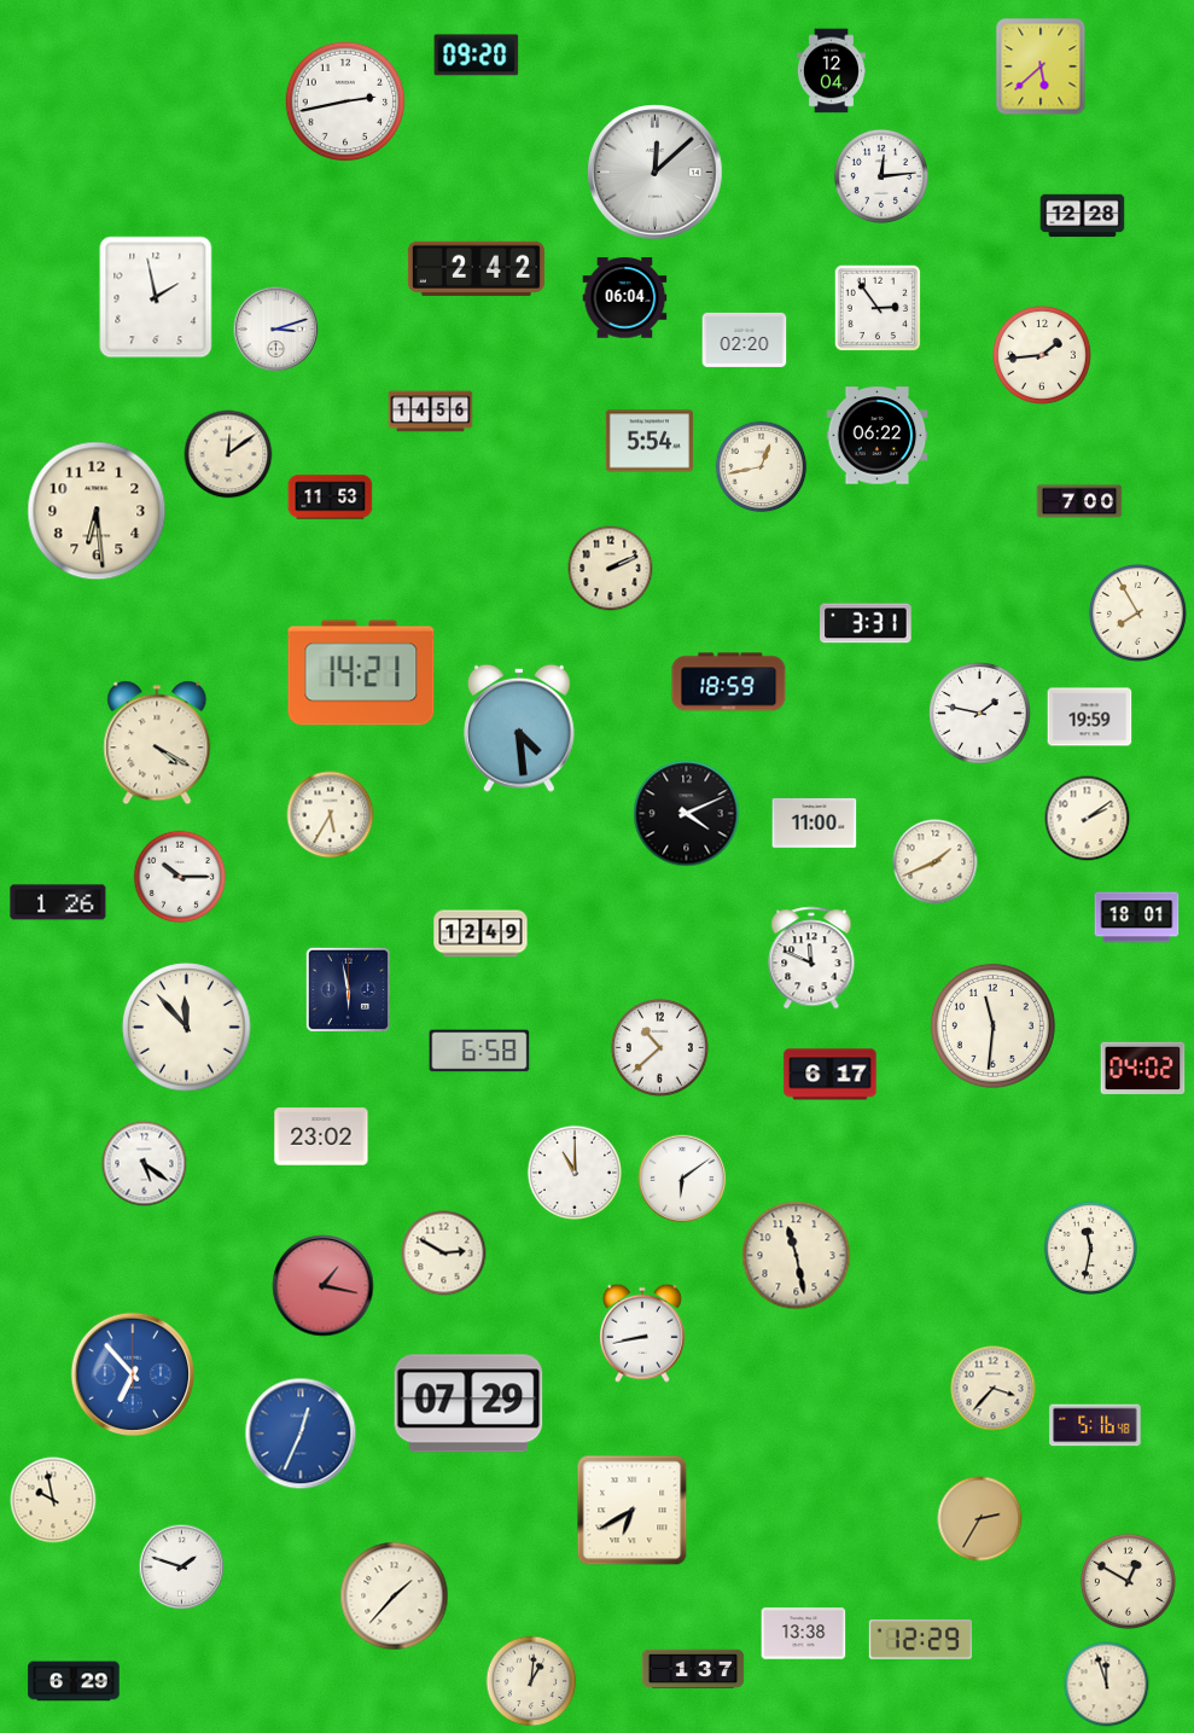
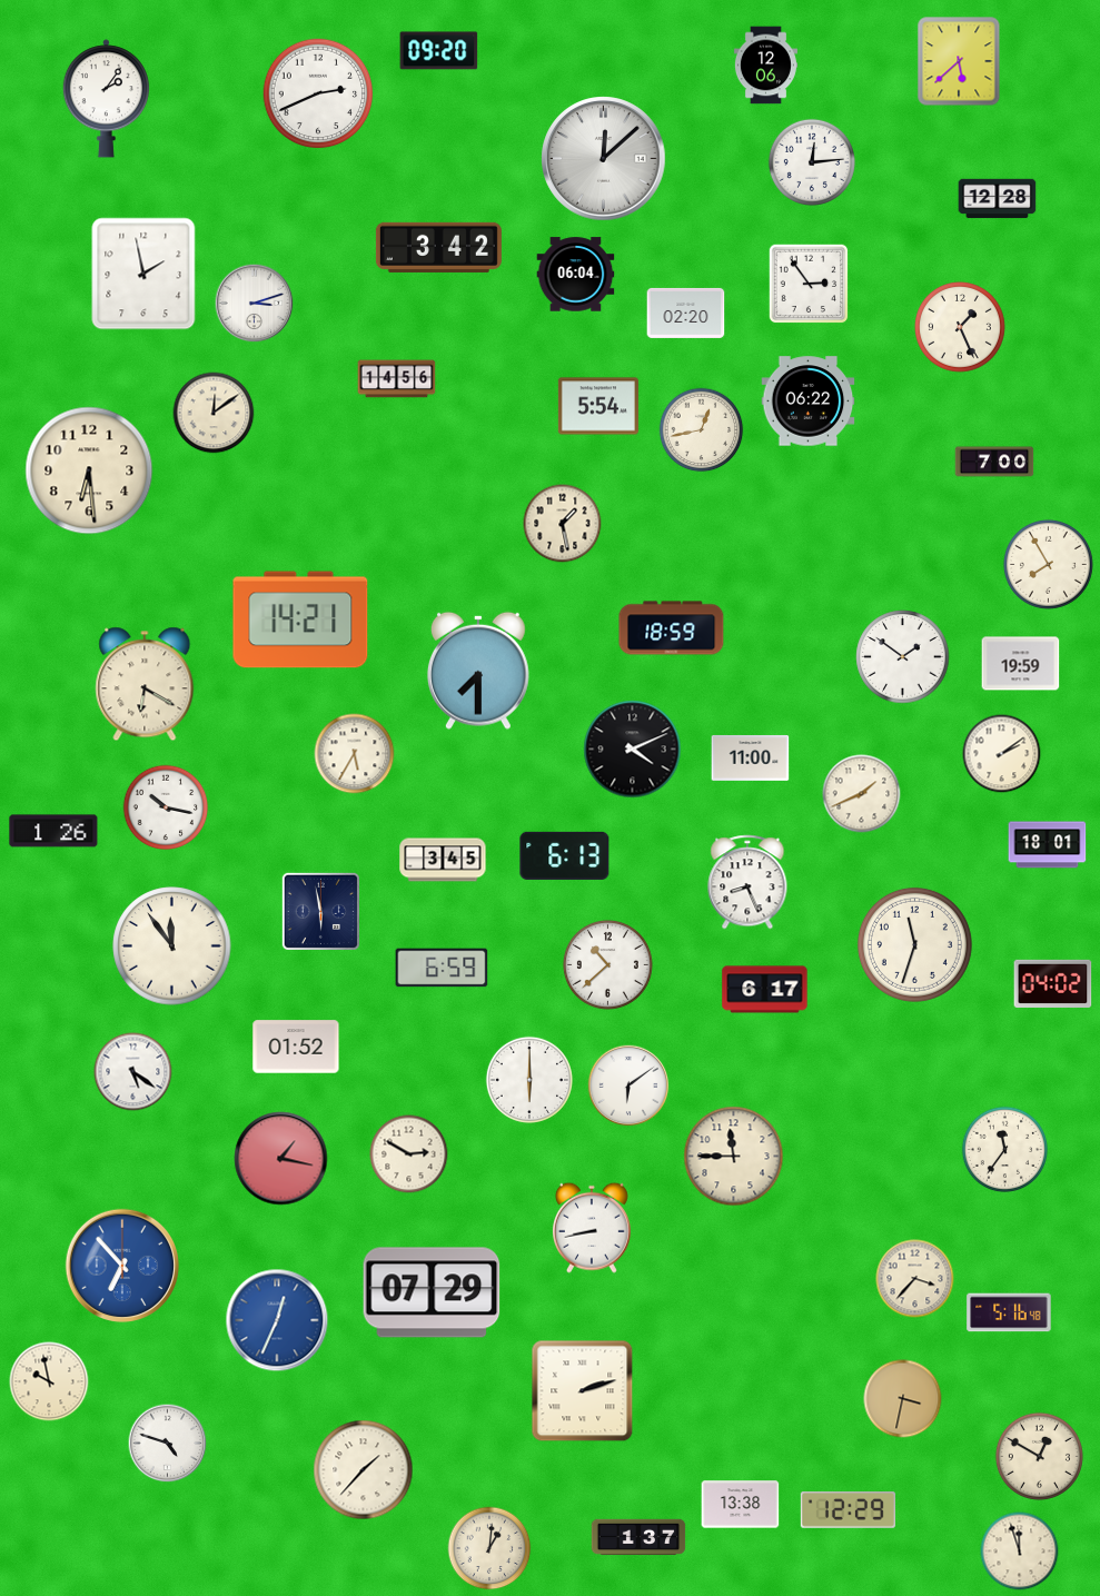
clock at (831, 71): 12:04 -> 12:06
clock at (345, 101): 2:43 -> 2:41
clock at (106, 99): none -> 2:06
clock at (476, 268): 2:42 -> 3:42
clock at (1043, 356): 1:44 -> 1:26
clock at (228, 454) position: (228, 454) -> (214, 413)
clock at (331, 498): 11:53 -> none
clock at (611, 569): 2:11 -> 1:28
clock at (866, 623): 3:31 -> none
clock at (361, 673) position: (361, 673) -> (300, 619)
clock at (980, 714): 1:47 -> 1:51
clock at (1090, 717) position: (1090, 717) -> (1021, 664)
clock at (519, 728): 4:29 -> 7:30
clock at (157, 743): 4:20 -> 6:20
clock at (331, 815) position: (331, 815) -> (355, 754)
clock at (180, 877): 10:15 -> 10:17
clock at (565, 855): none -> 6:13
clock at (480, 934): 12:49 -> 3:45
clock at (811, 958): 11:49 -> 8:26
clock at (992, 1025): 11:31 -> 11:33
clock at (187, 1028): 11:53 -> 11:54
clock at (479, 1051): 6:58 -> 6:59
clock at (321, 1136): 23:02 -> 01:52
clock at (573, 1171): 11:00 -> 6:00
clock at (1091, 1249): 11:32 -> 11:36
clock at (797, 1256): 11:28 -> 11:45
clock at (324, 1286) position: (324, 1286) -> (281, 1159)
clock at (633, 1511): 6:40 -> 2:12
clock at (980, 1519): 2:35 -> 3:32
clock at (182, 1568): 1:48 -> 4:48
clock at (74, 1681): 6:29 -> none
